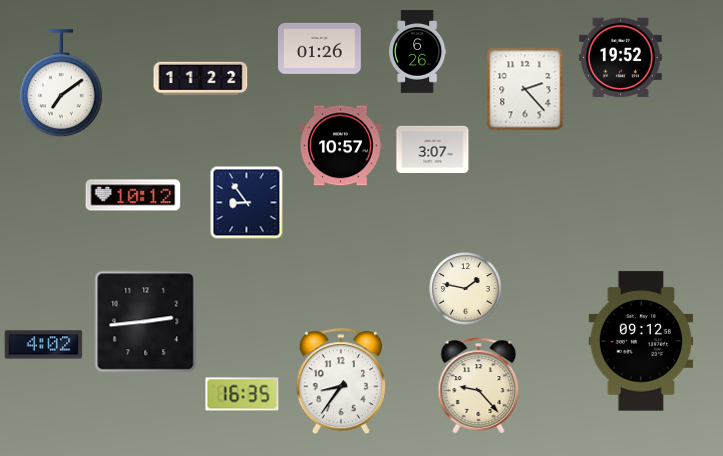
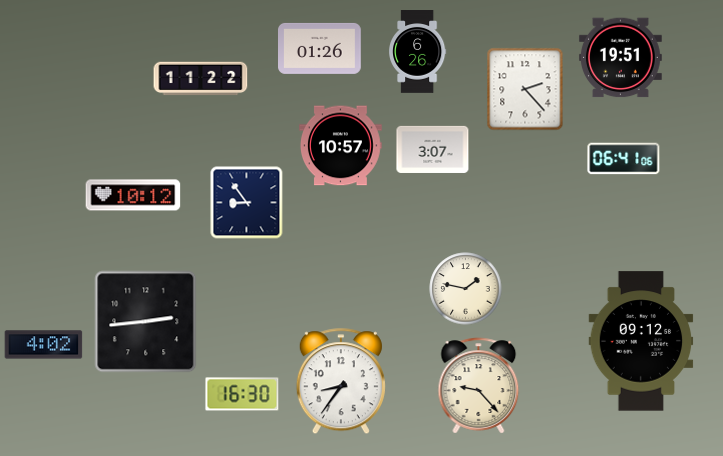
clock at (620, 58): 19:52 -> 19:51
clock at (61, 84): 7:09 -> none
clock at (624, 159): none -> 06:41
clock at (242, 394): 16:35 -> 16:30
